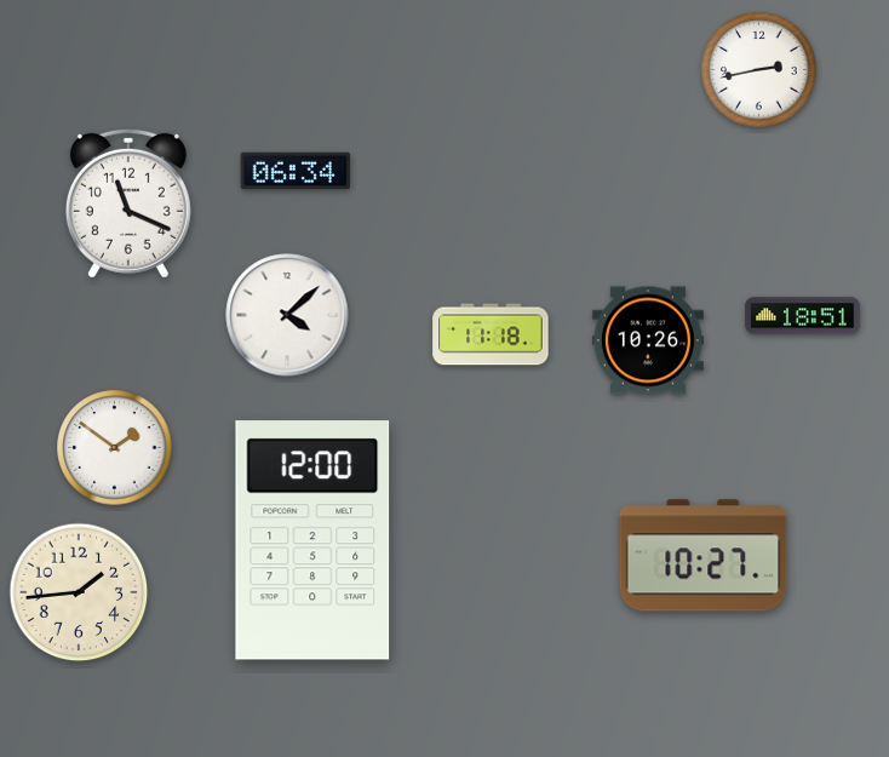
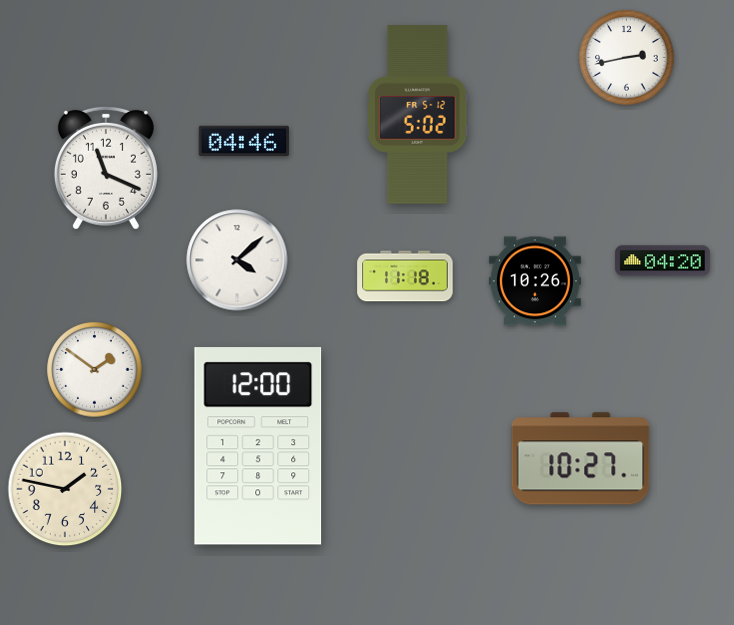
clock at (417, 115): none -> 5:02
clock at (296, 170): 06:34 -> 04:46
clock at (803, 316): 18:51 -> 04:20
clock at (79, 592): 1:44 -> 1:47
